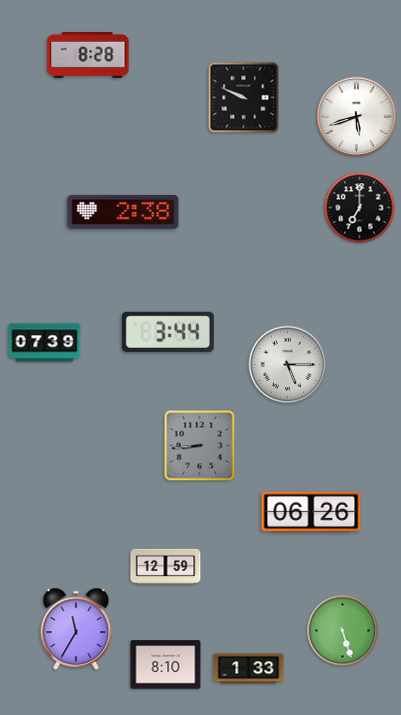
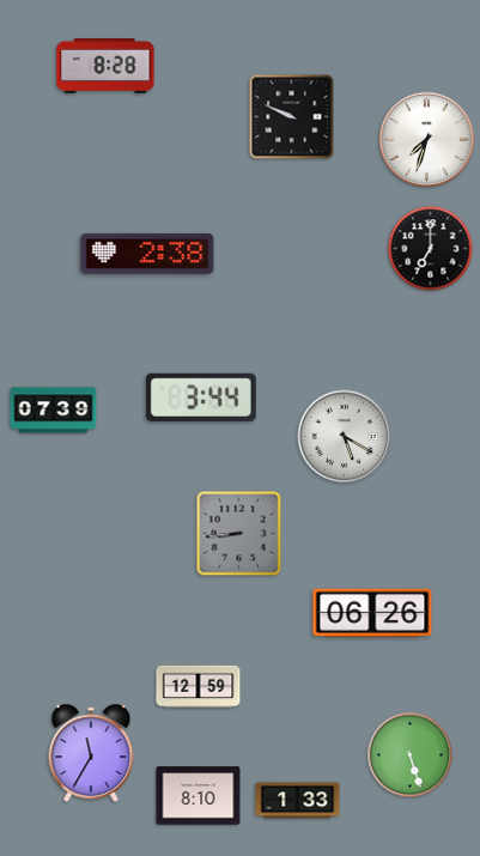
clock at (357, 117): 5:42 -> 7:33
clock at (288, 365): 5:15 -> 5:20
clock at (166, 567) position: (166, 567) -> (199, 687)
